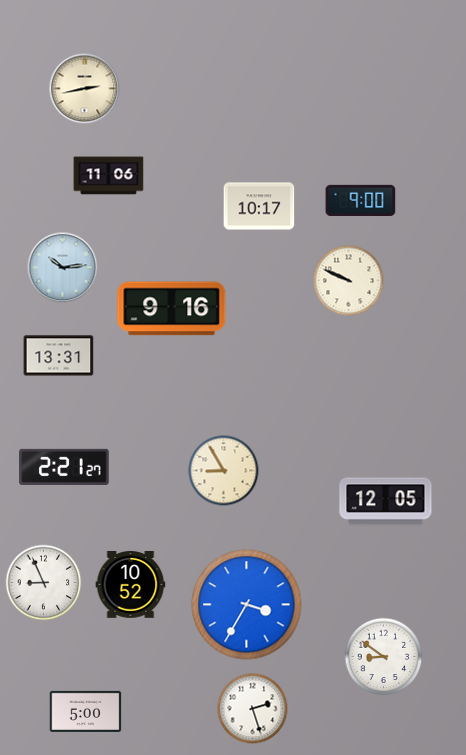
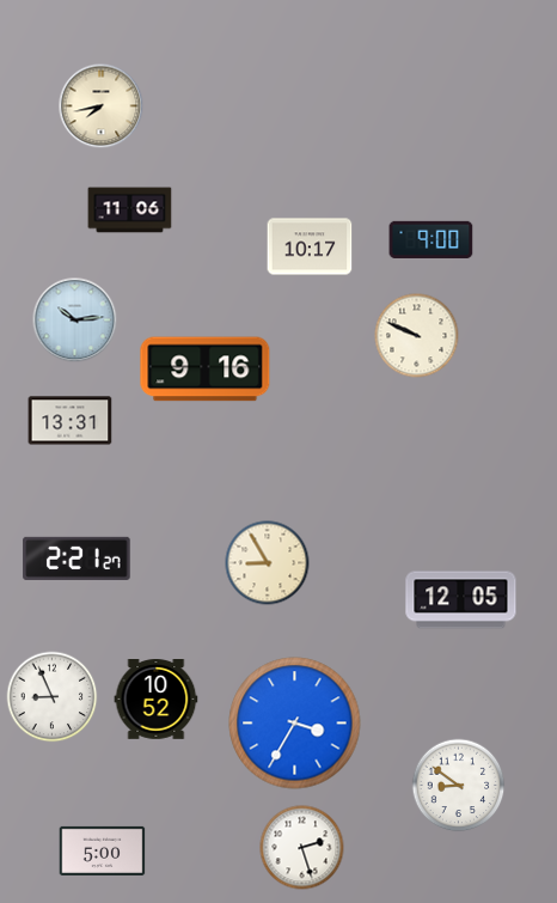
clock at (85, 89): 2:43 -> 7:43
clock at (59, 356) position: (59, 356) -> (71, 421)
